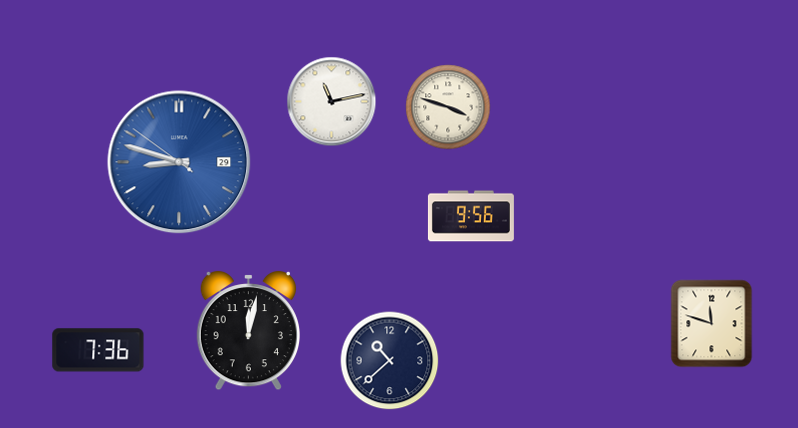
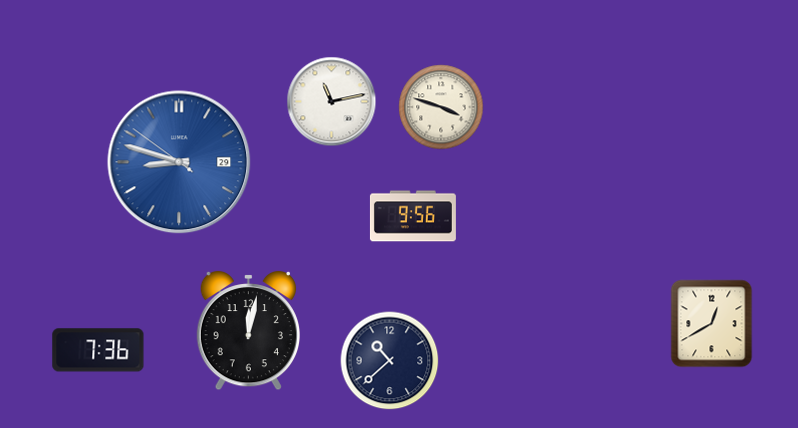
clock at (448, 107) position: (448, 107) -> (441, 107)
clock at (471, 216) position: (471, 216) -> (413, 216)
clock at (712, 324): 11:48 -> 12:40
